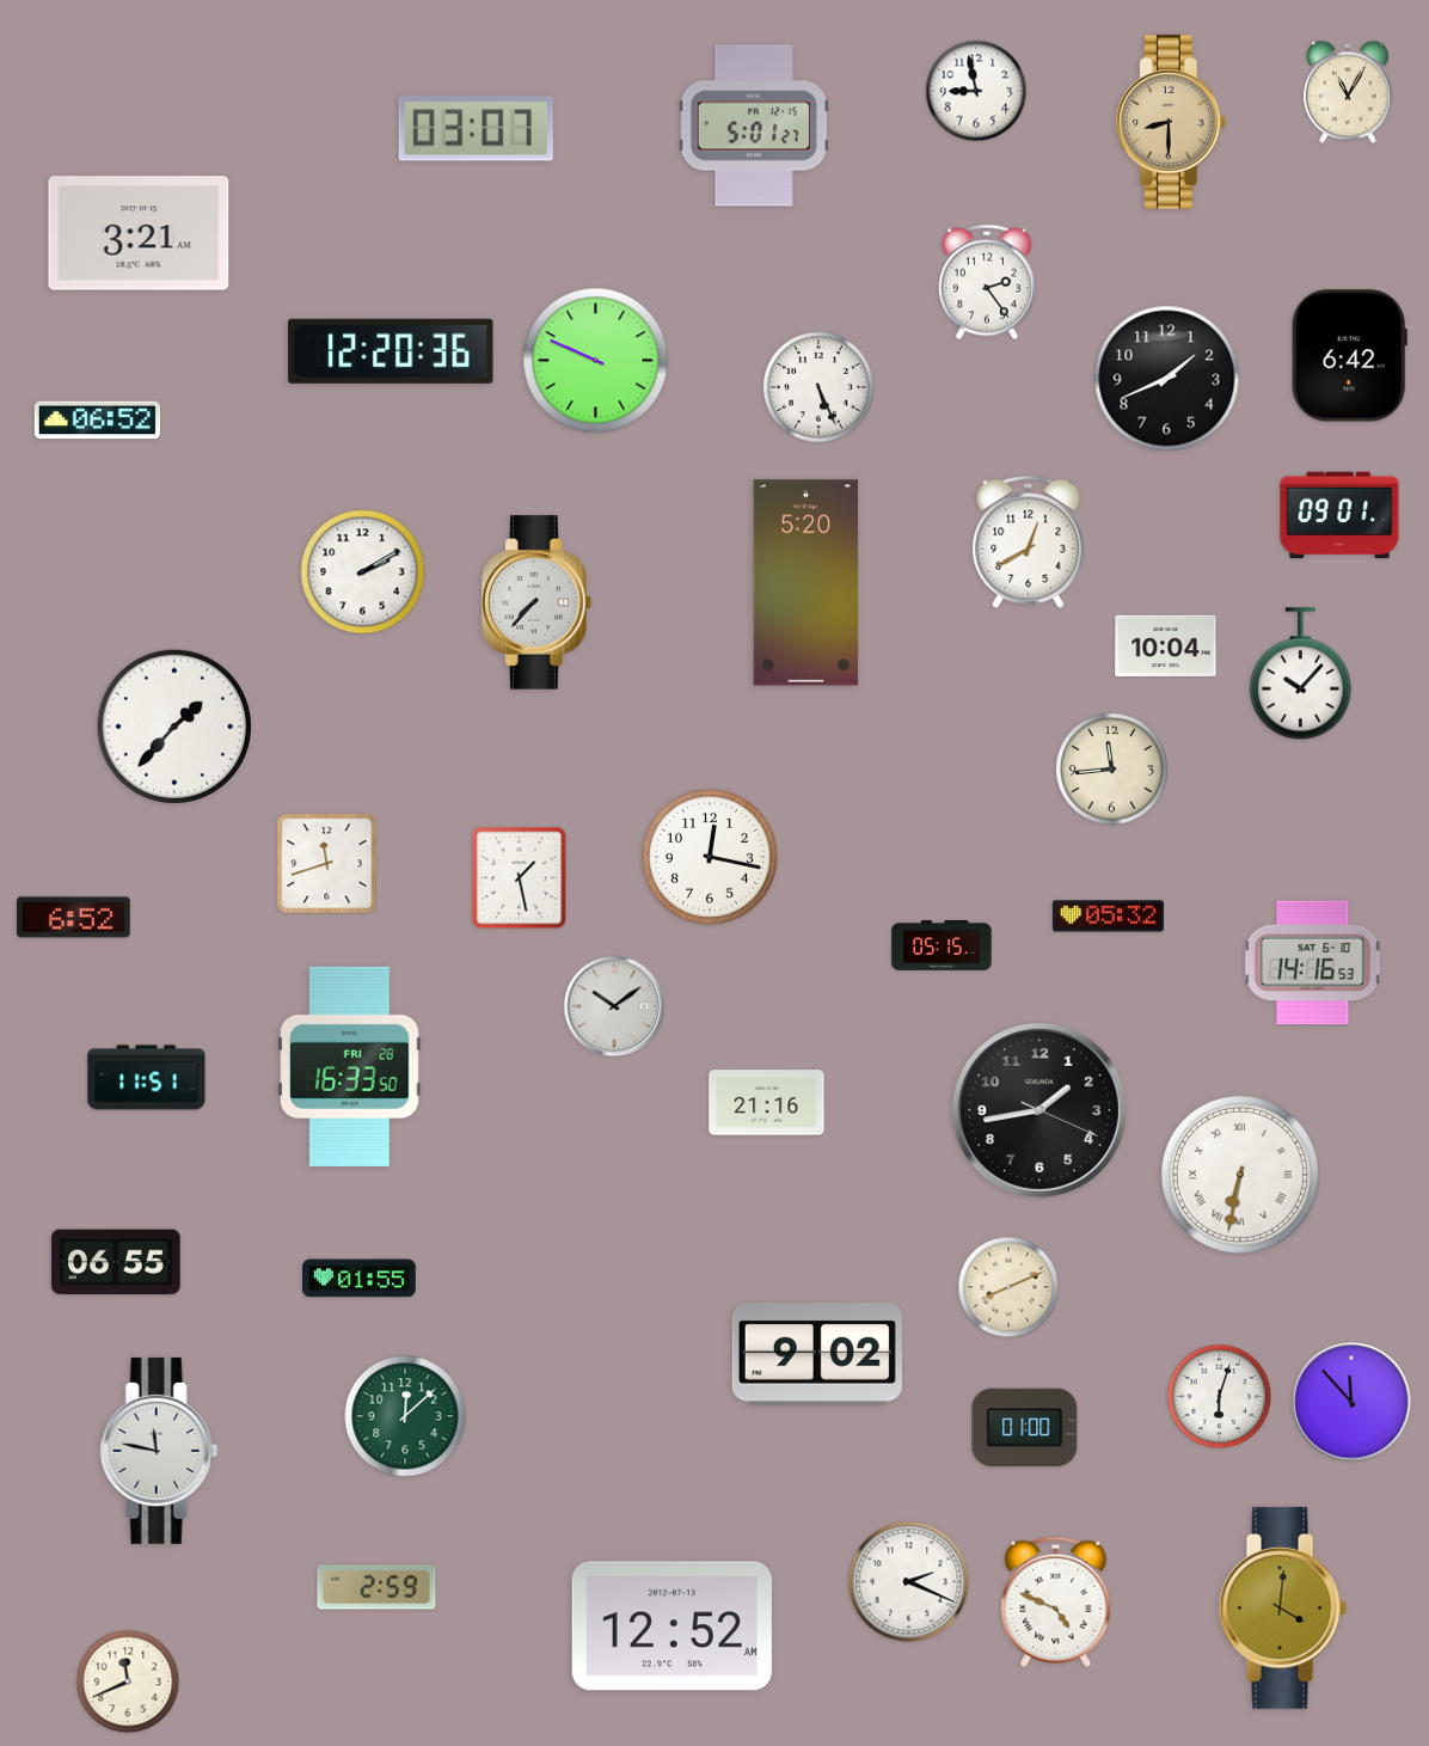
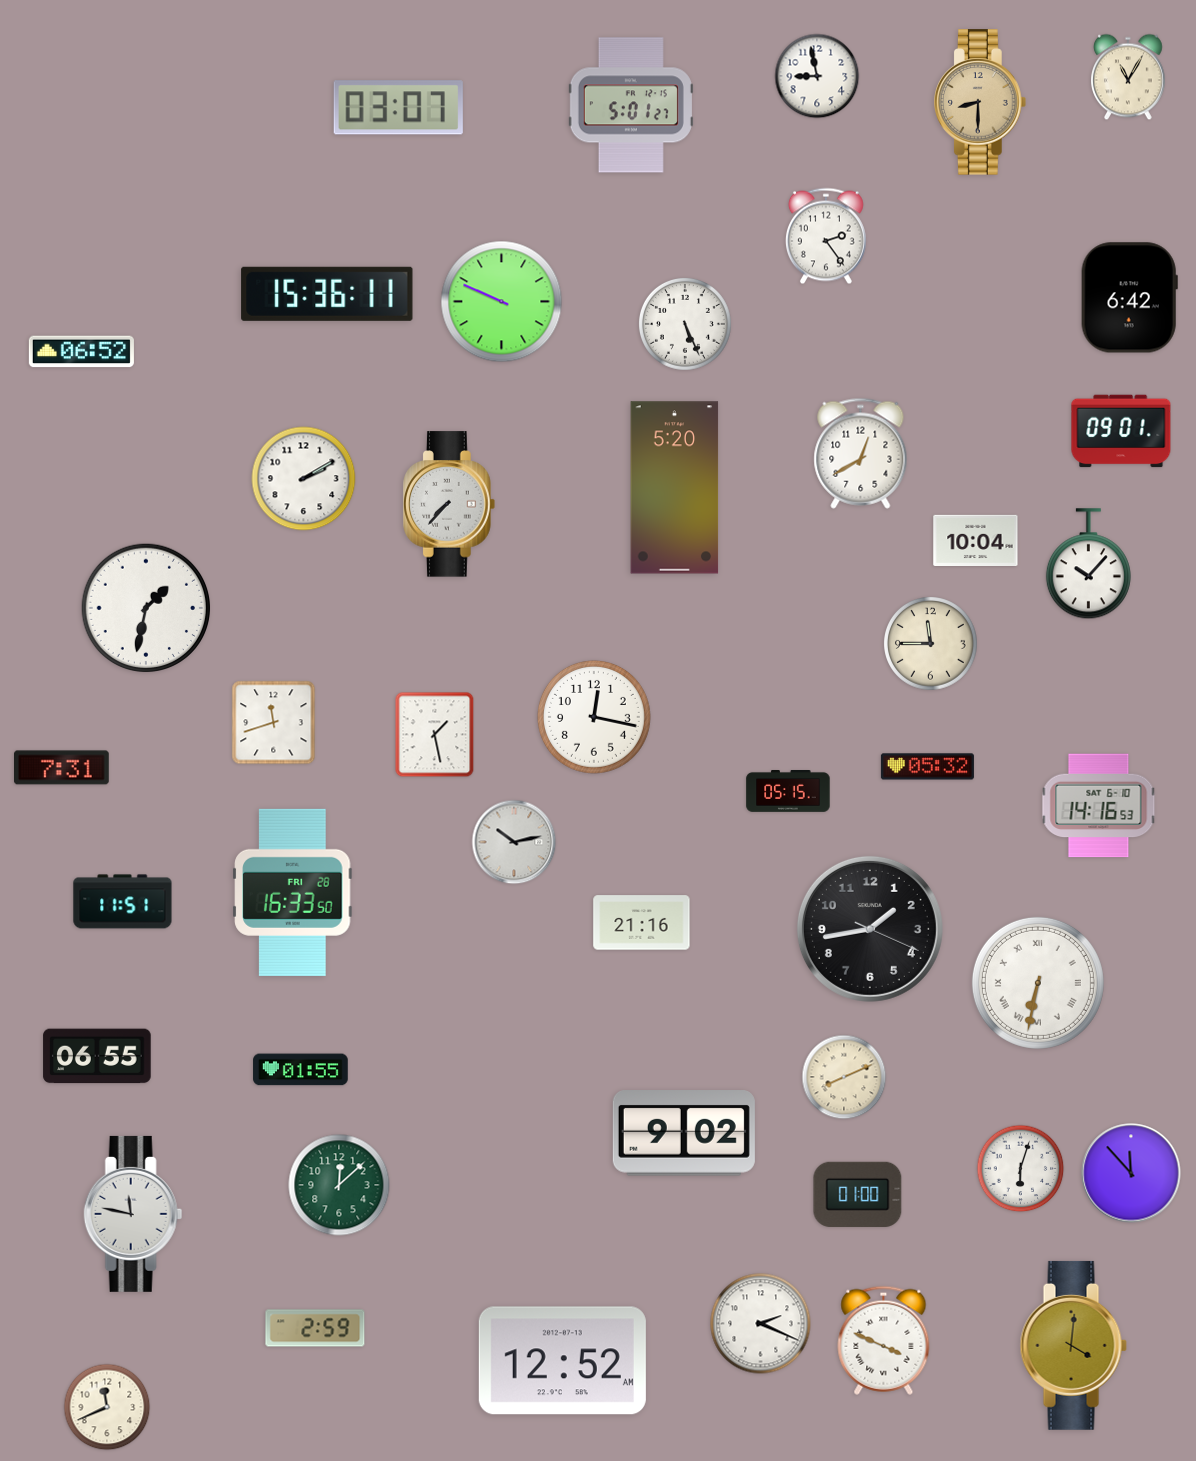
clock at (139, 233): 3:21 -> none
clock at (391, 351): 12:20 -> 15:36
clock at (596, 361) position: (596, 361) -> (502, 302)
clock at (1167, 379): 1:41 -> none
clock at (173, 725): 1:37 -> 1:32
clock at (1112, 770): 11:44 -> 11:45
clock at (74, 918): 6:52 -> 7:31
clock at (614, 1006): 10:09 -> 10:13
clock at (1056, 1601): 4:49 -> 3:49
